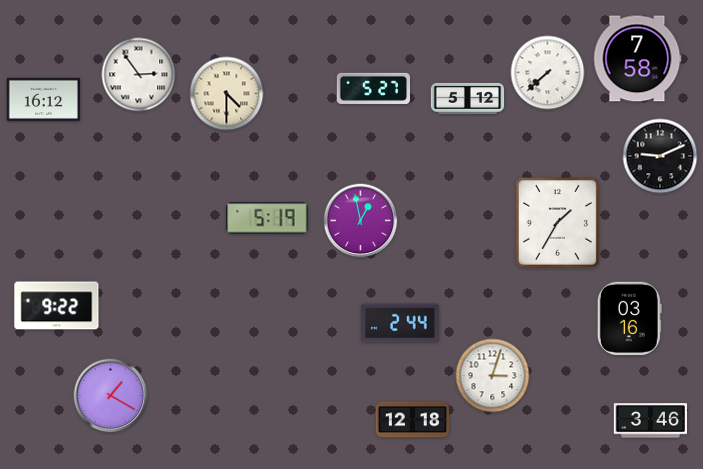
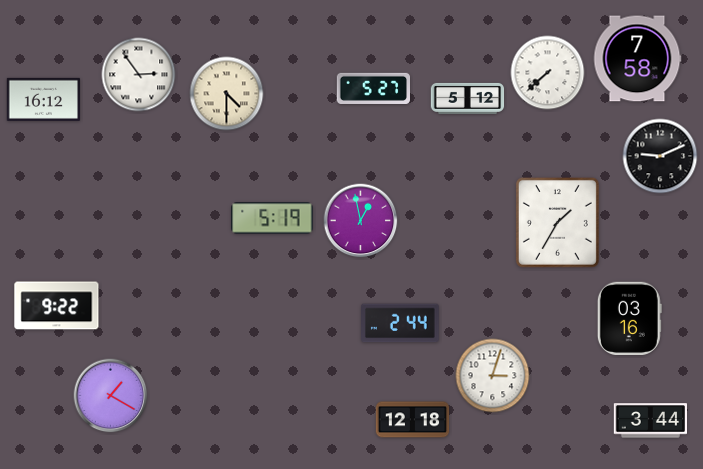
clock at (267, 218) position: (267, 218) -> (272, 218)
clock at (651, 421): 3:46 -> 3:44
